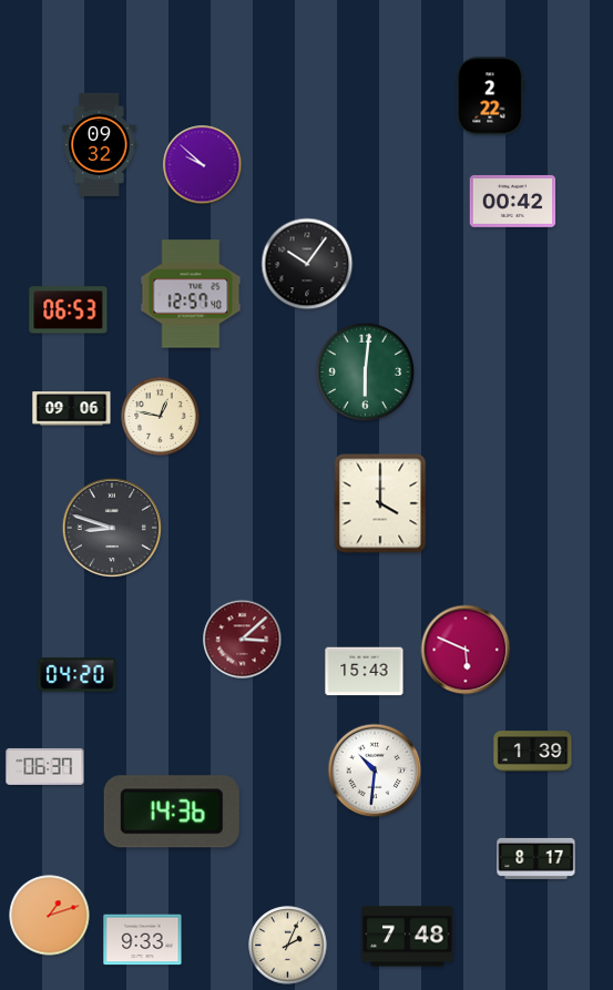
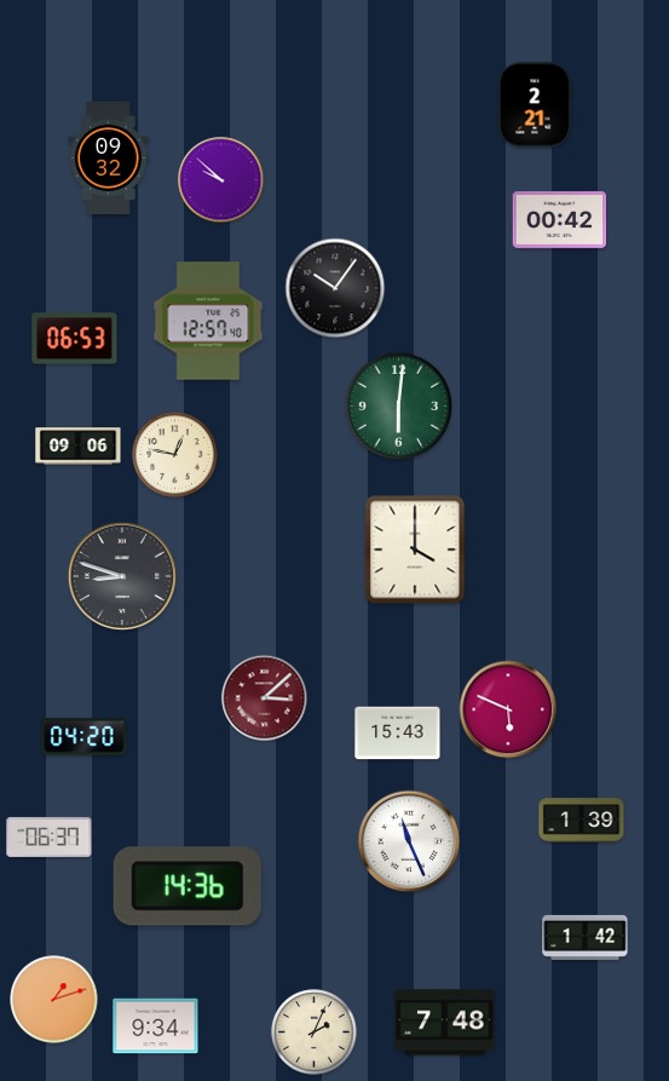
clock at (491, 96): 2:22 -> 2:21
clock at (375, 770): 10:31 -> 11:26
clock at (537, 858): 8:17 -> 1:42
clock at (143, 940): 9:33 -> 9:34
